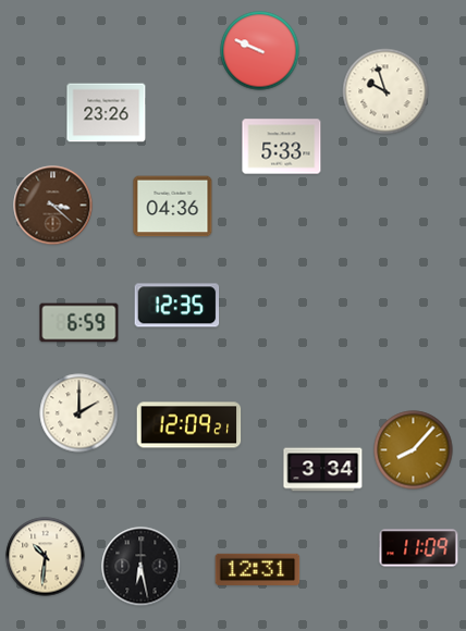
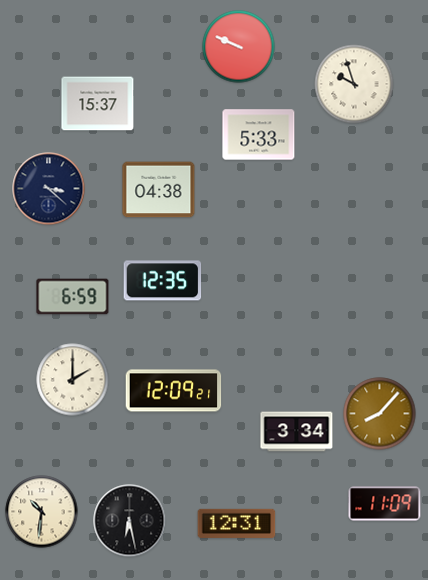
clock at (107, 113): 23:26 -> 15:37
clock at (53, 206) dial: brown -> navy
clock at (173, 207): 04:36 -> 04:38
